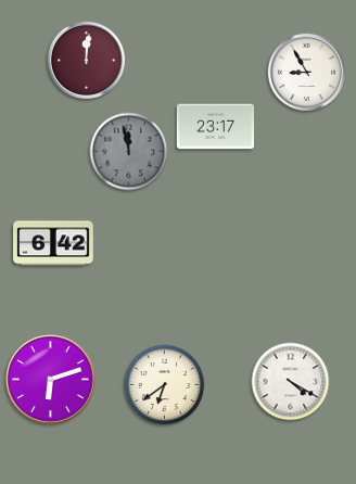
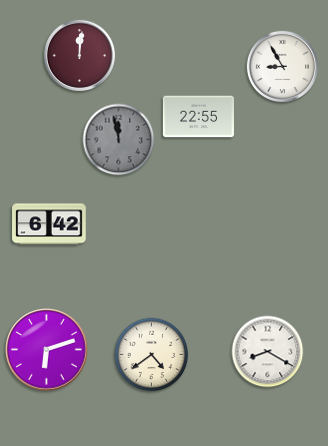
clock at (215, 127): 23:17 -> 22:55
clock at (291, 382): 4:20 -> 8:20
clock at (165, 385): 6:39 -> 4:39
